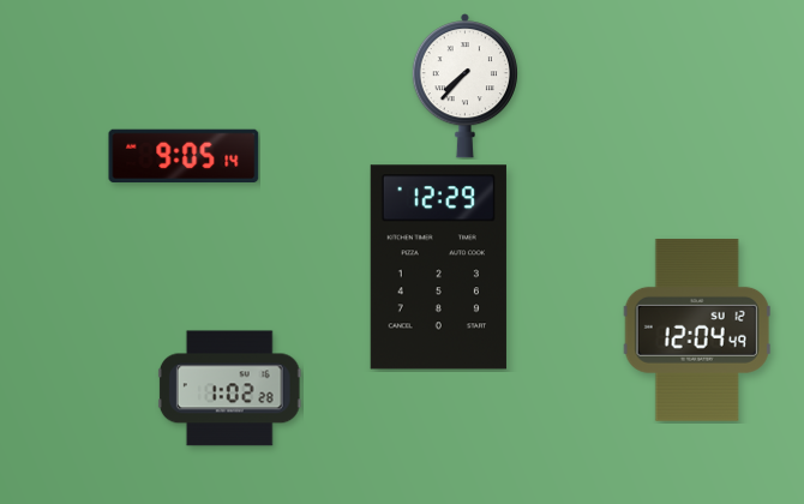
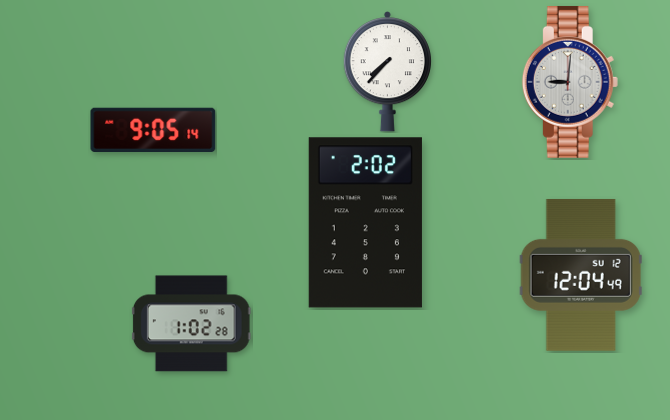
clock at (570, 82): none -> 9:01
clock at (438, 268): 12:29 -> 2:02
